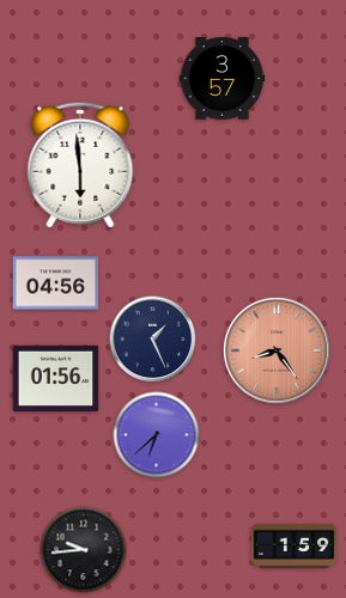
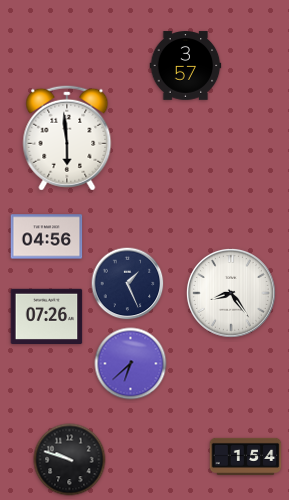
clock at (277, 350) dial: salmon -> white
clock at (56, 378): 01:56 -> 07:26
clock at (295, 545): 1:59 -> 1:54
clock at (84, 550): 9:44 -> 9:48
